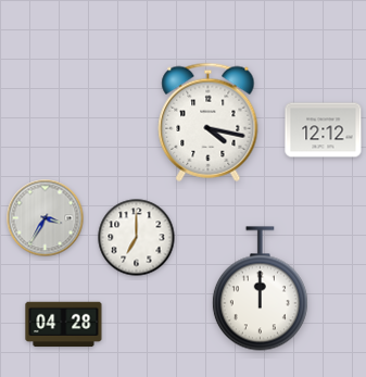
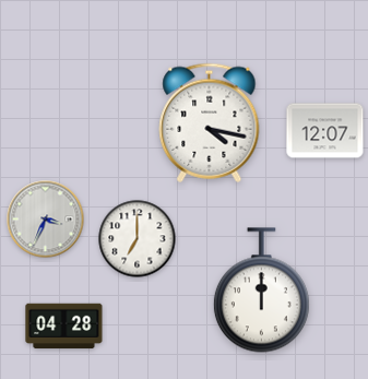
clock at (324, 130): 12:12 -> 12:07
clock at (46, 218): 3:35 -> 3:34
